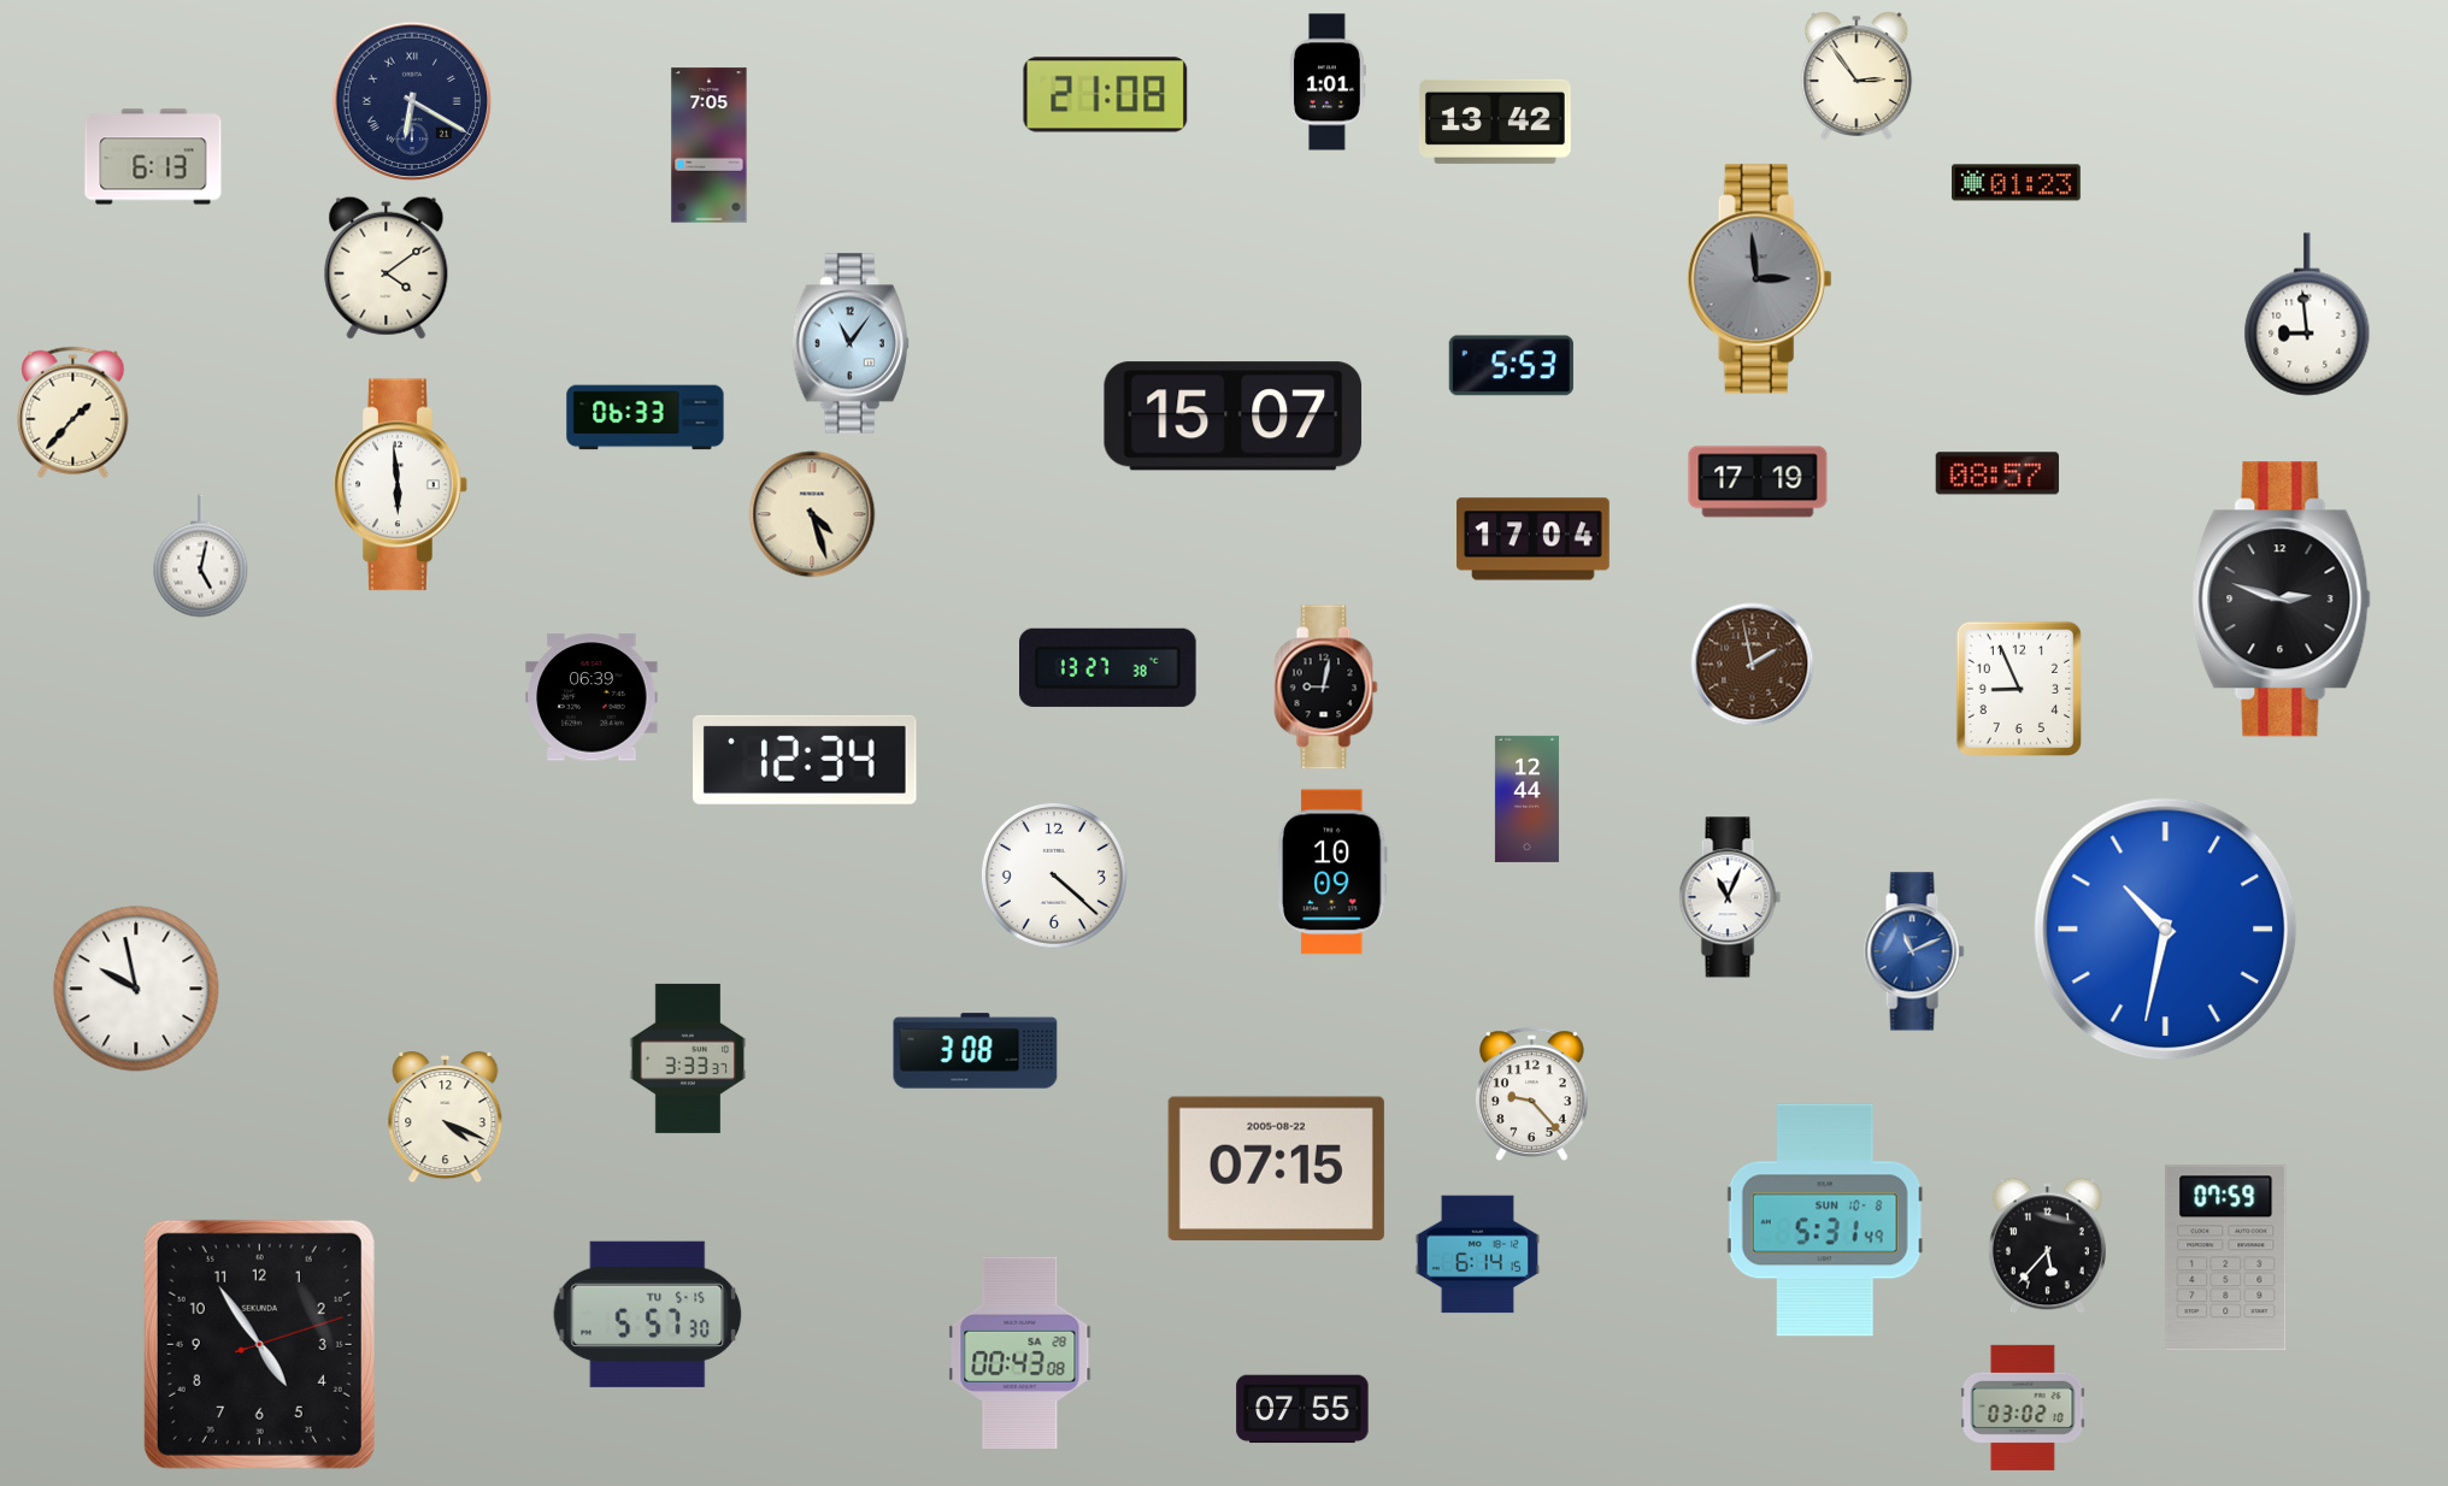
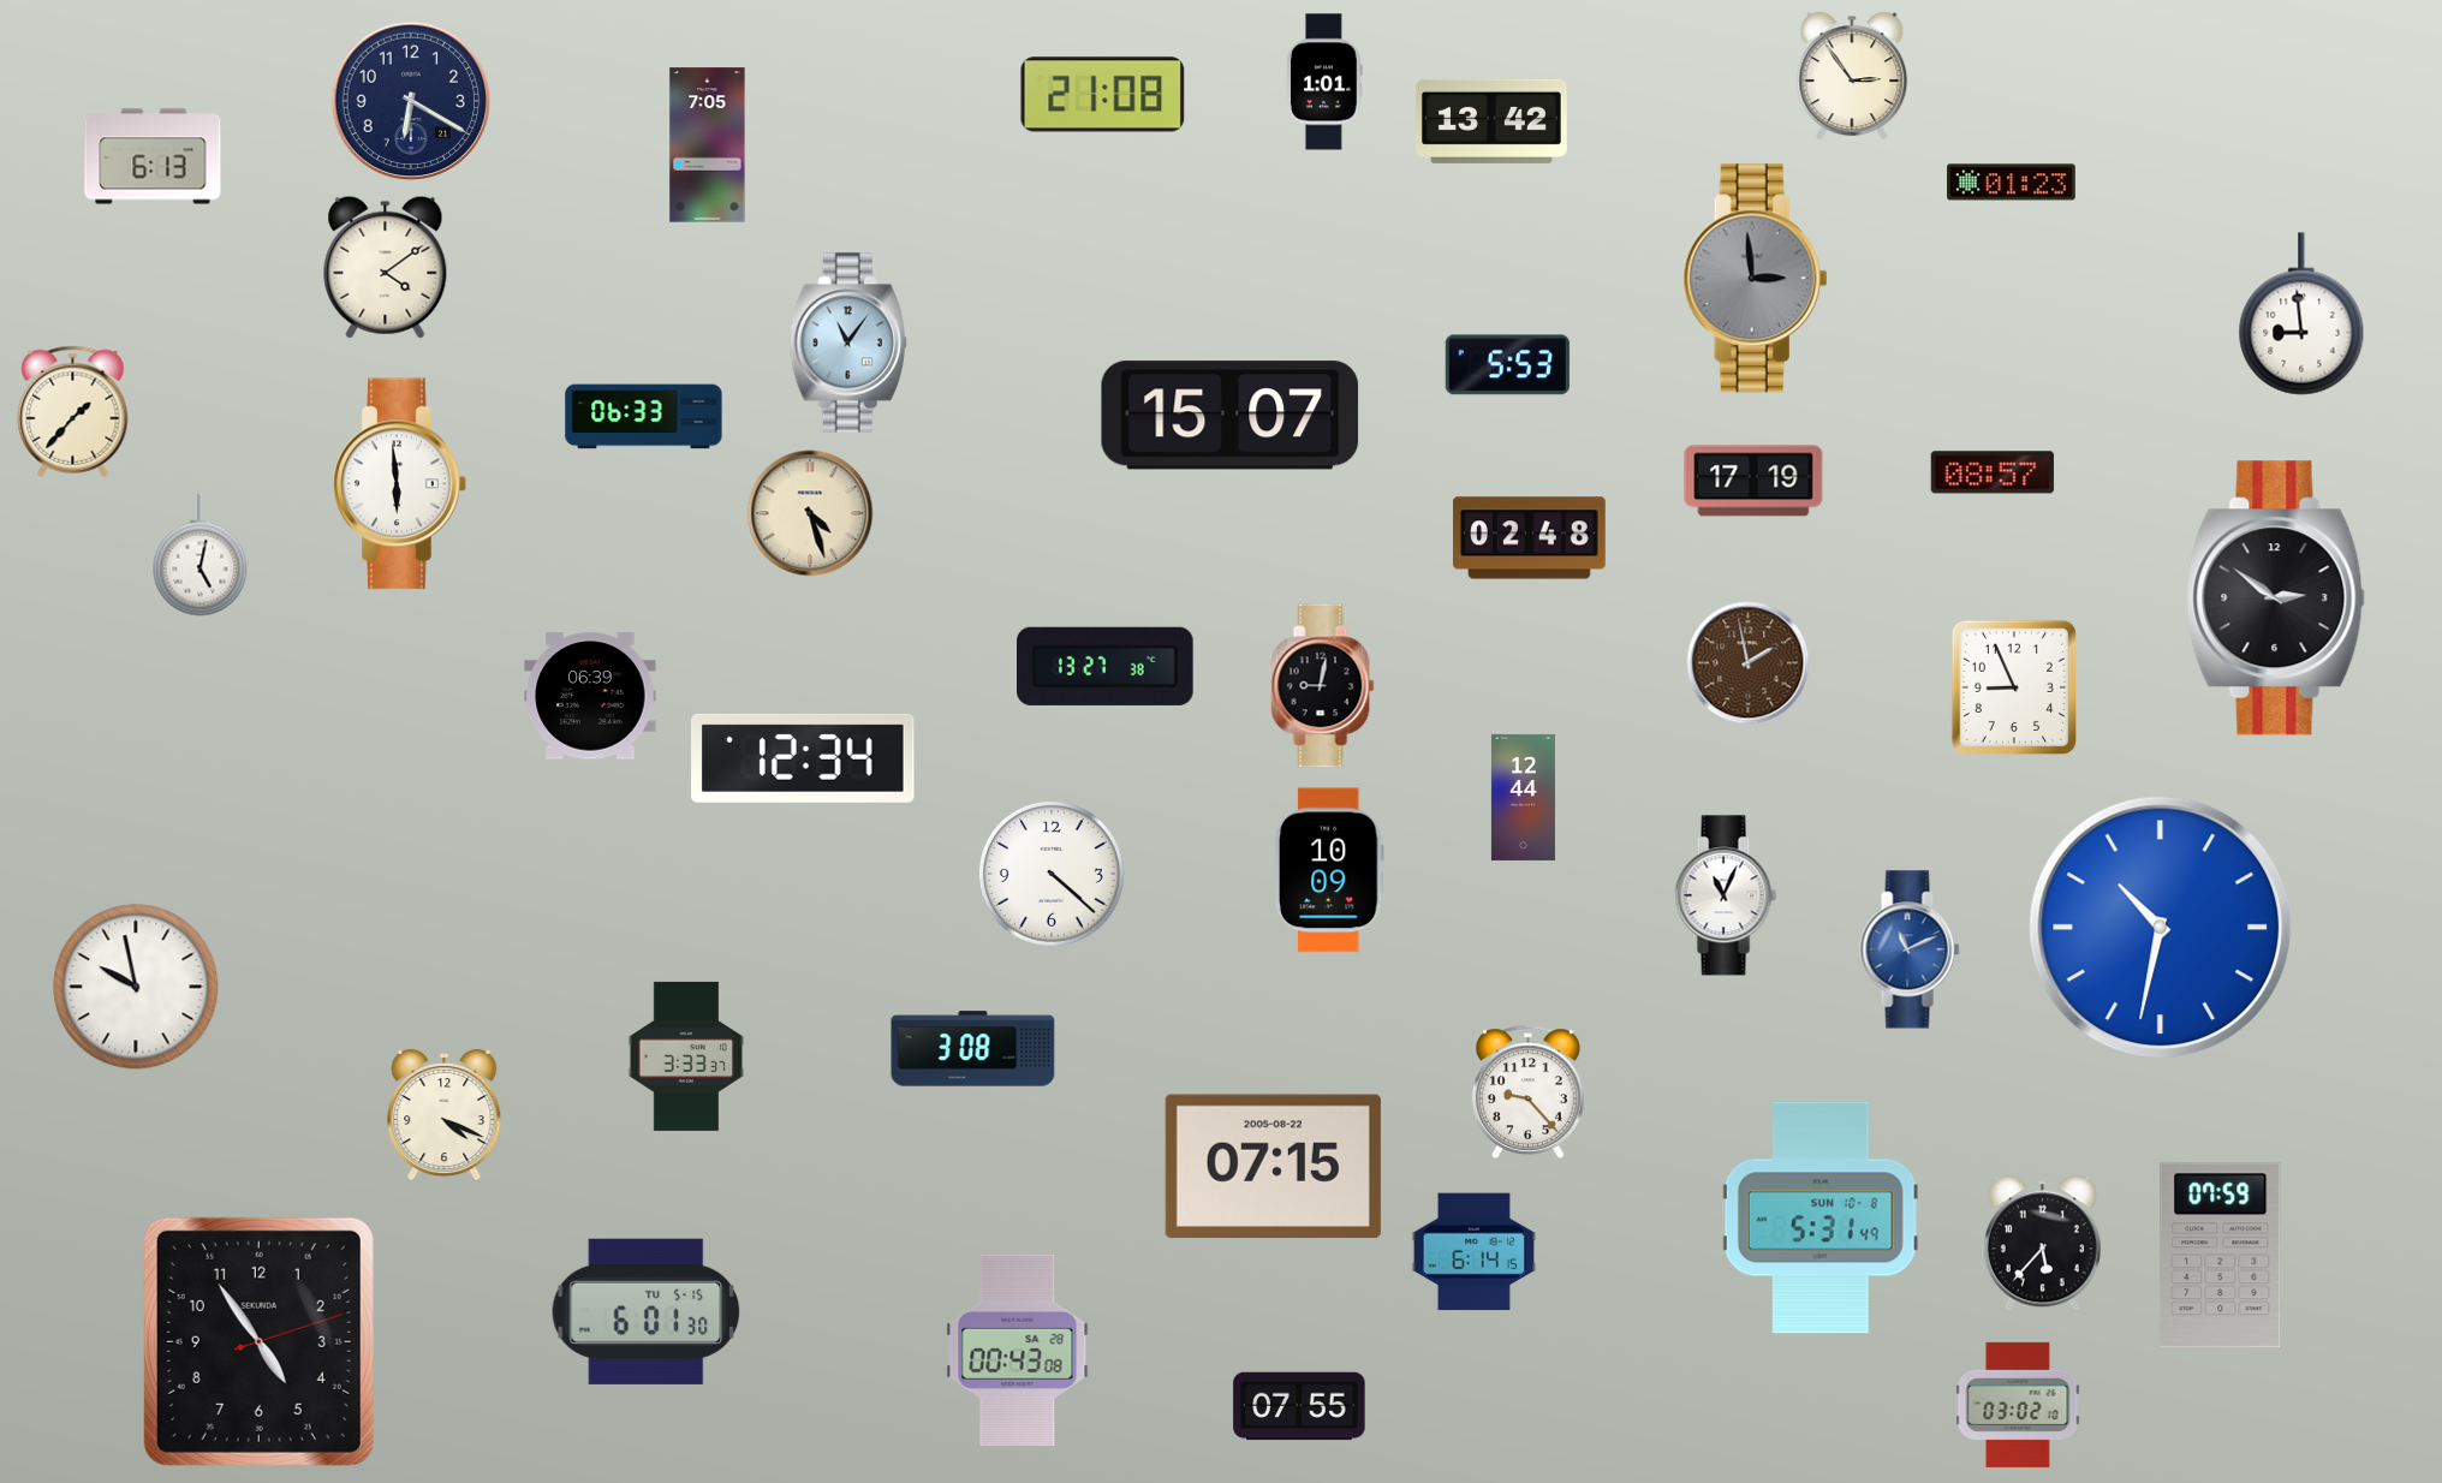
clock at (412, 101) numerals: Roman -> Arabic
clock at (1534, 539): 17:04 -> 02:48
clock at (2281, 600): 2:48 -> 2:51
clock at (648, 1314): 5:57 -> 6:01
